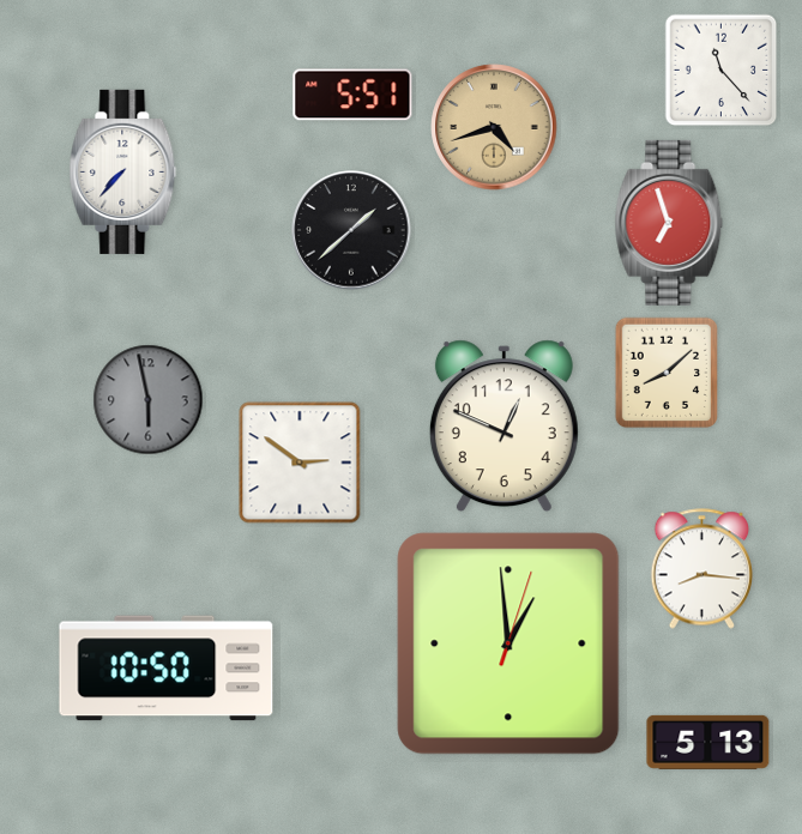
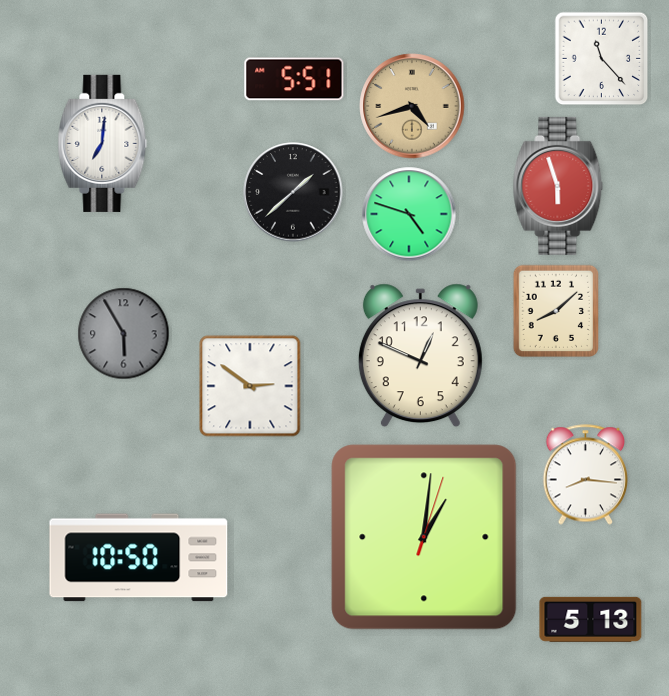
clock at (123, 171): 7:37 -> 7:01
clock at (669, 223): 6:57 -> 5:57
clock at (409, 214): none -> 4:48
clock at (149, 400): 5:58 -> 5:55
clock at (508, 643): 12:59 -> 1:01
